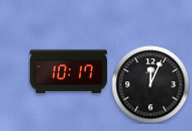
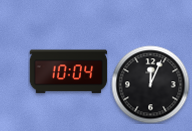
clock at (68, 72): 10:17 -> 10:04
